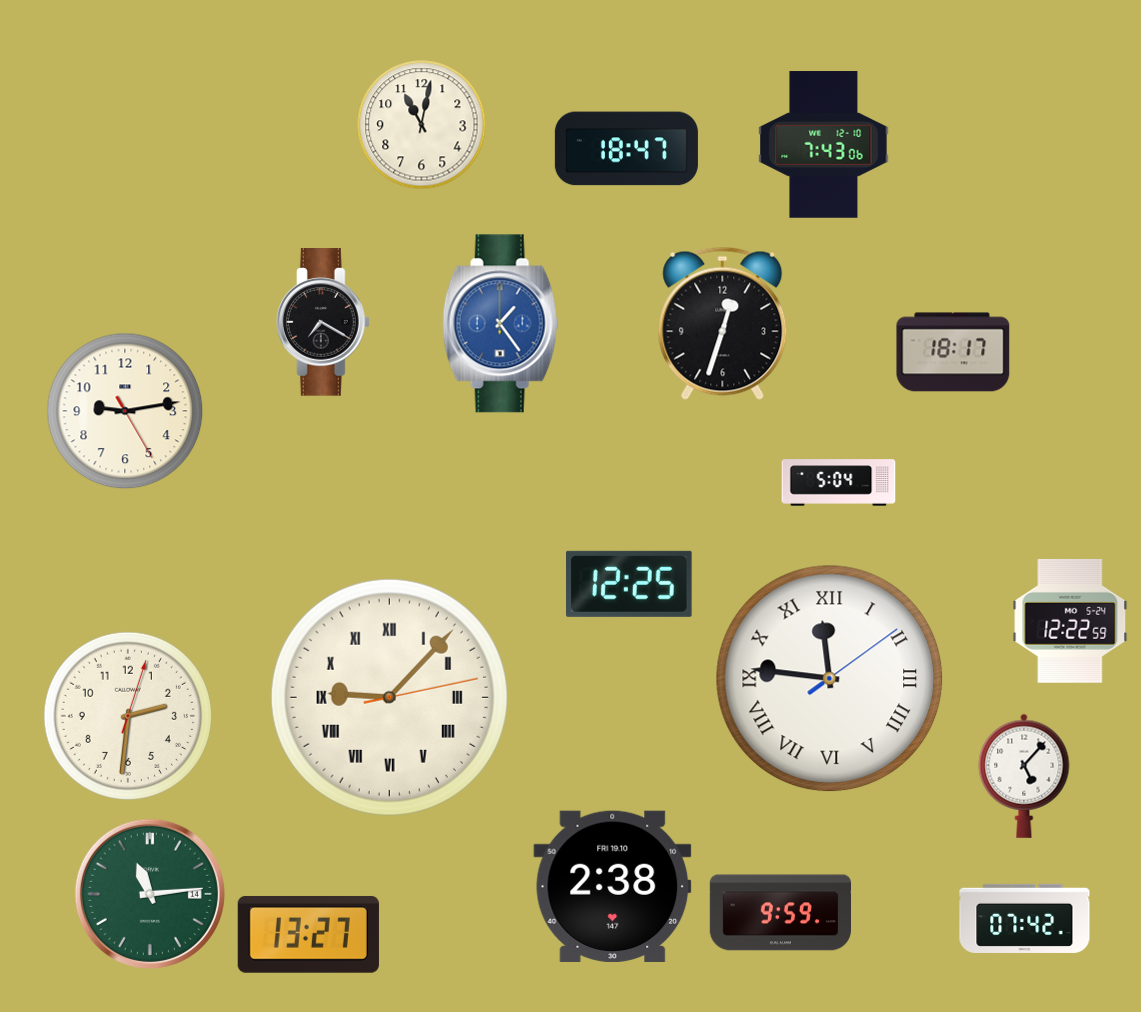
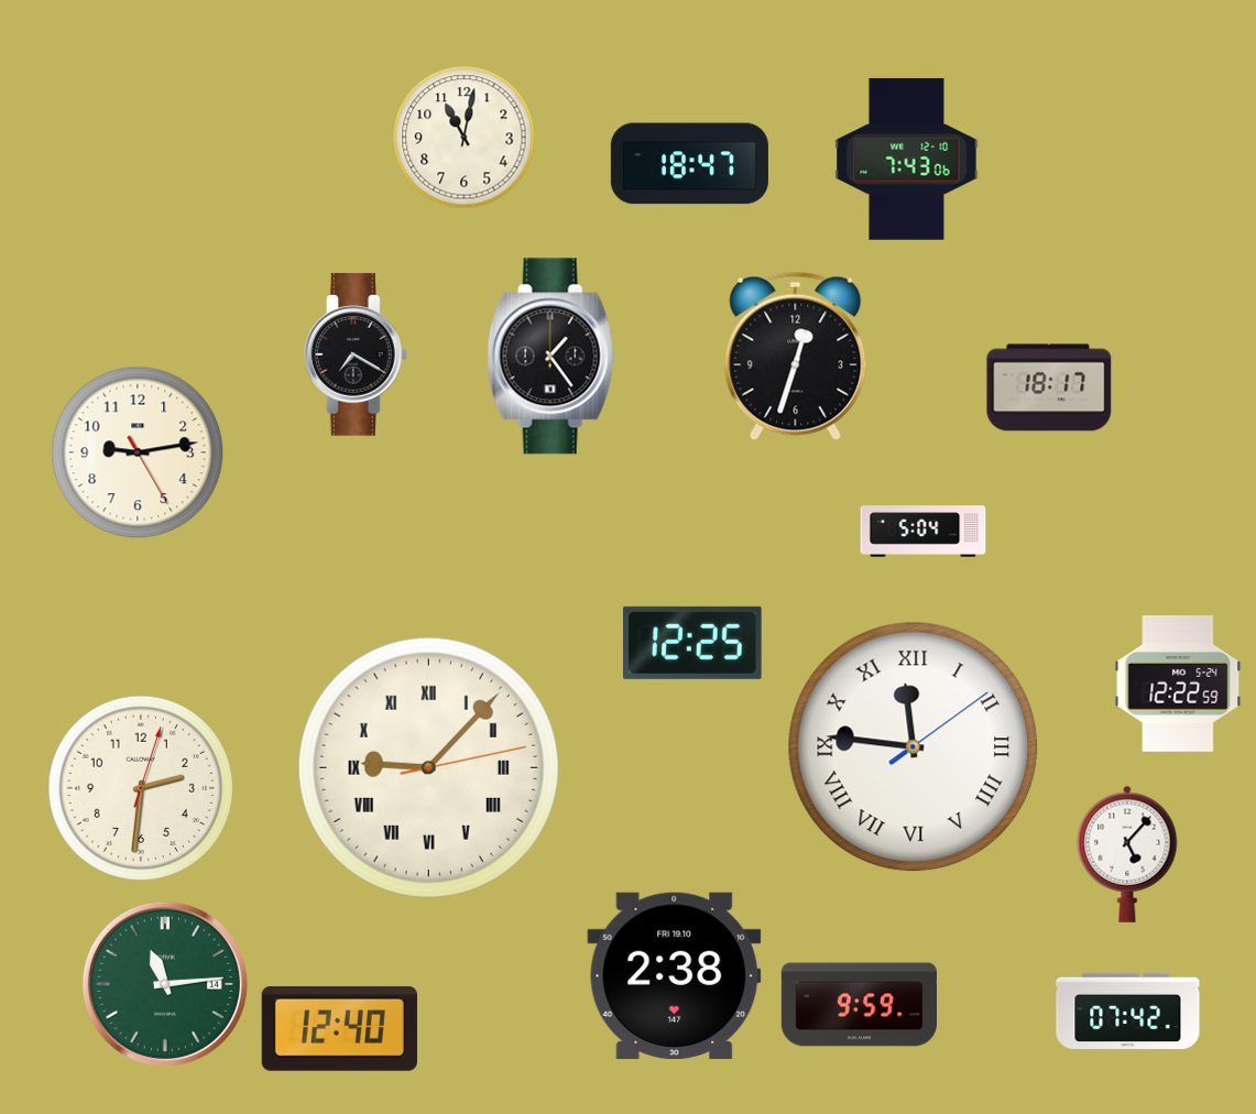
clock at (500, 324) dial: blue -> black
clock at (308, 934): 13:27 -> 12:40
